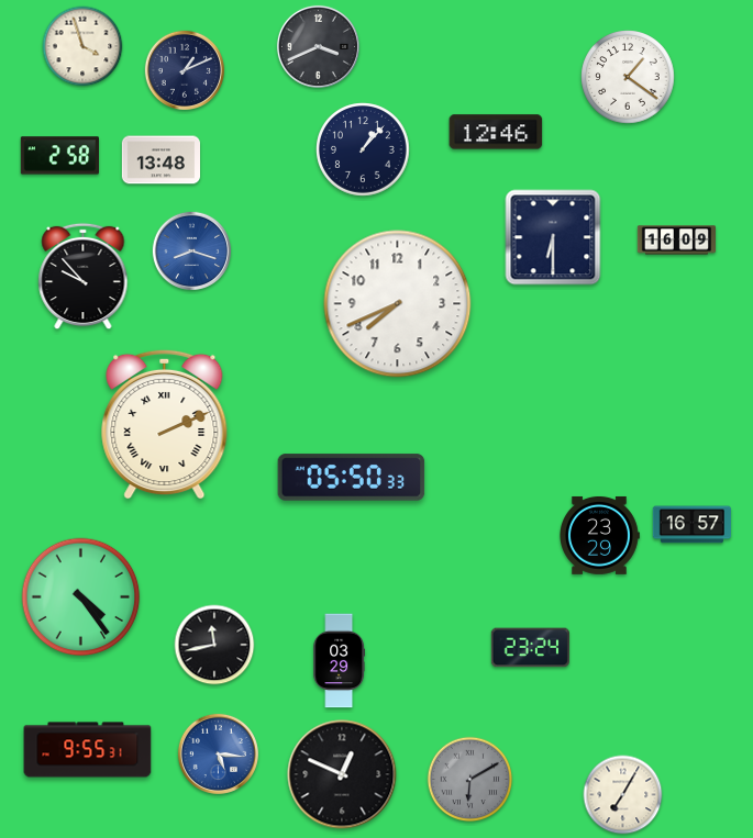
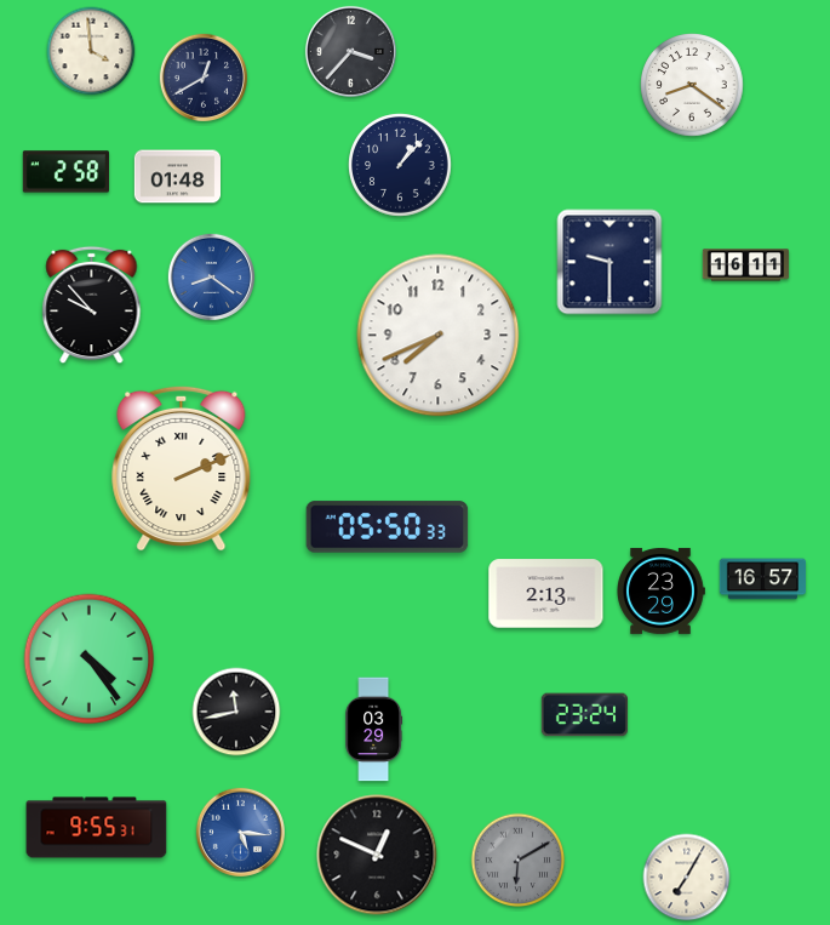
clock at (82, 46): 3:57 -> 3:59
clock at (318, 46): 3:41 -> 3:37
clock at (184, 69): 1:11 -> 12:40
clock at (628, 77): 1:21 -> 8:21
clock at (496, 132): 12:46 -> none
clock at (160, 160): 13:48 -> 01:48
clock at (553, 237): 6:30 -> 9:30
clock at (677, 241): 16:09 -> 16:11
clock at (192, 252): 8:18 -> 8:21
clock at (546, 594): none -> 2:13
